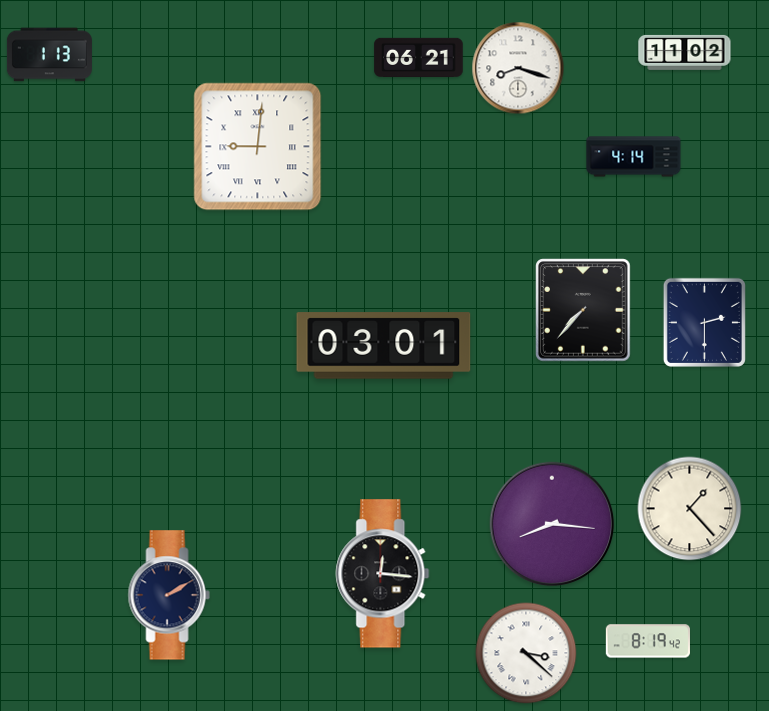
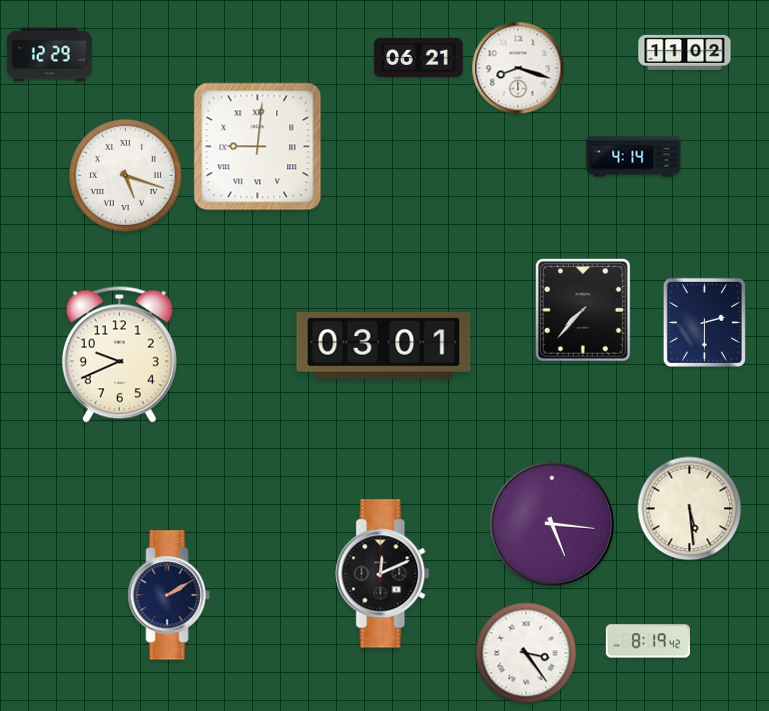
clock at (49, 55): 1:13 -> 12:29
clock at (125, 175): none -> 5:18
clock at (119, 354): none -> 9:41
clock at (690, 509): 1:23 -> 5:29
clock at (552, 524): 8:16 -> 5:16
clock at (383, 574): 12:16 -> 12:11
clock at (526, 653): 3:22 -> 3:24
